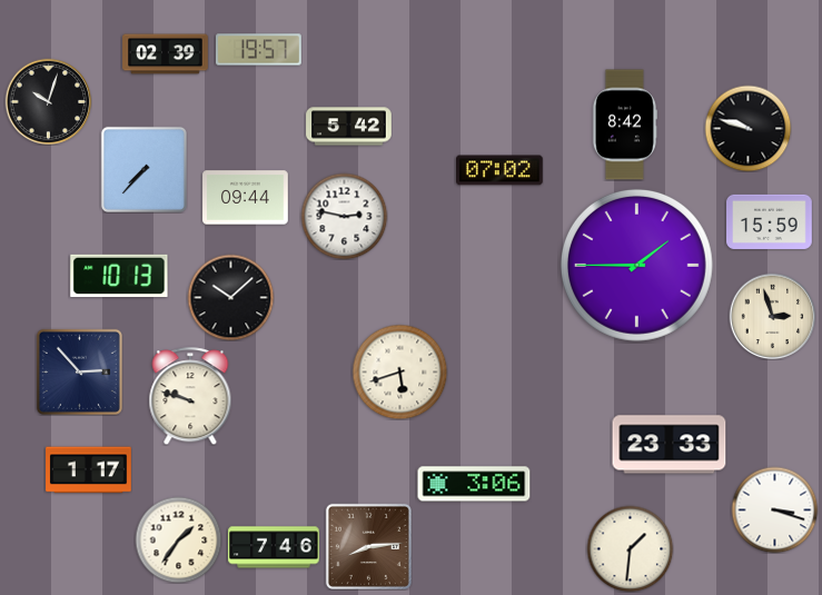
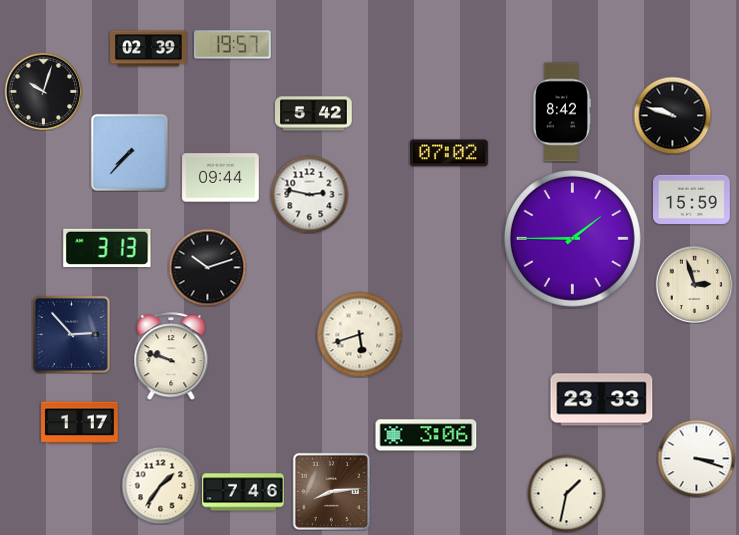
clock at (119, 276): 10:13 -> 3:13
clock at (230, 297): 10:08 -> 10:12
clock at (274, 547) position: (274, 547) -> (243, 492)
clock at (630, 548): 1:31 -> 1:32
